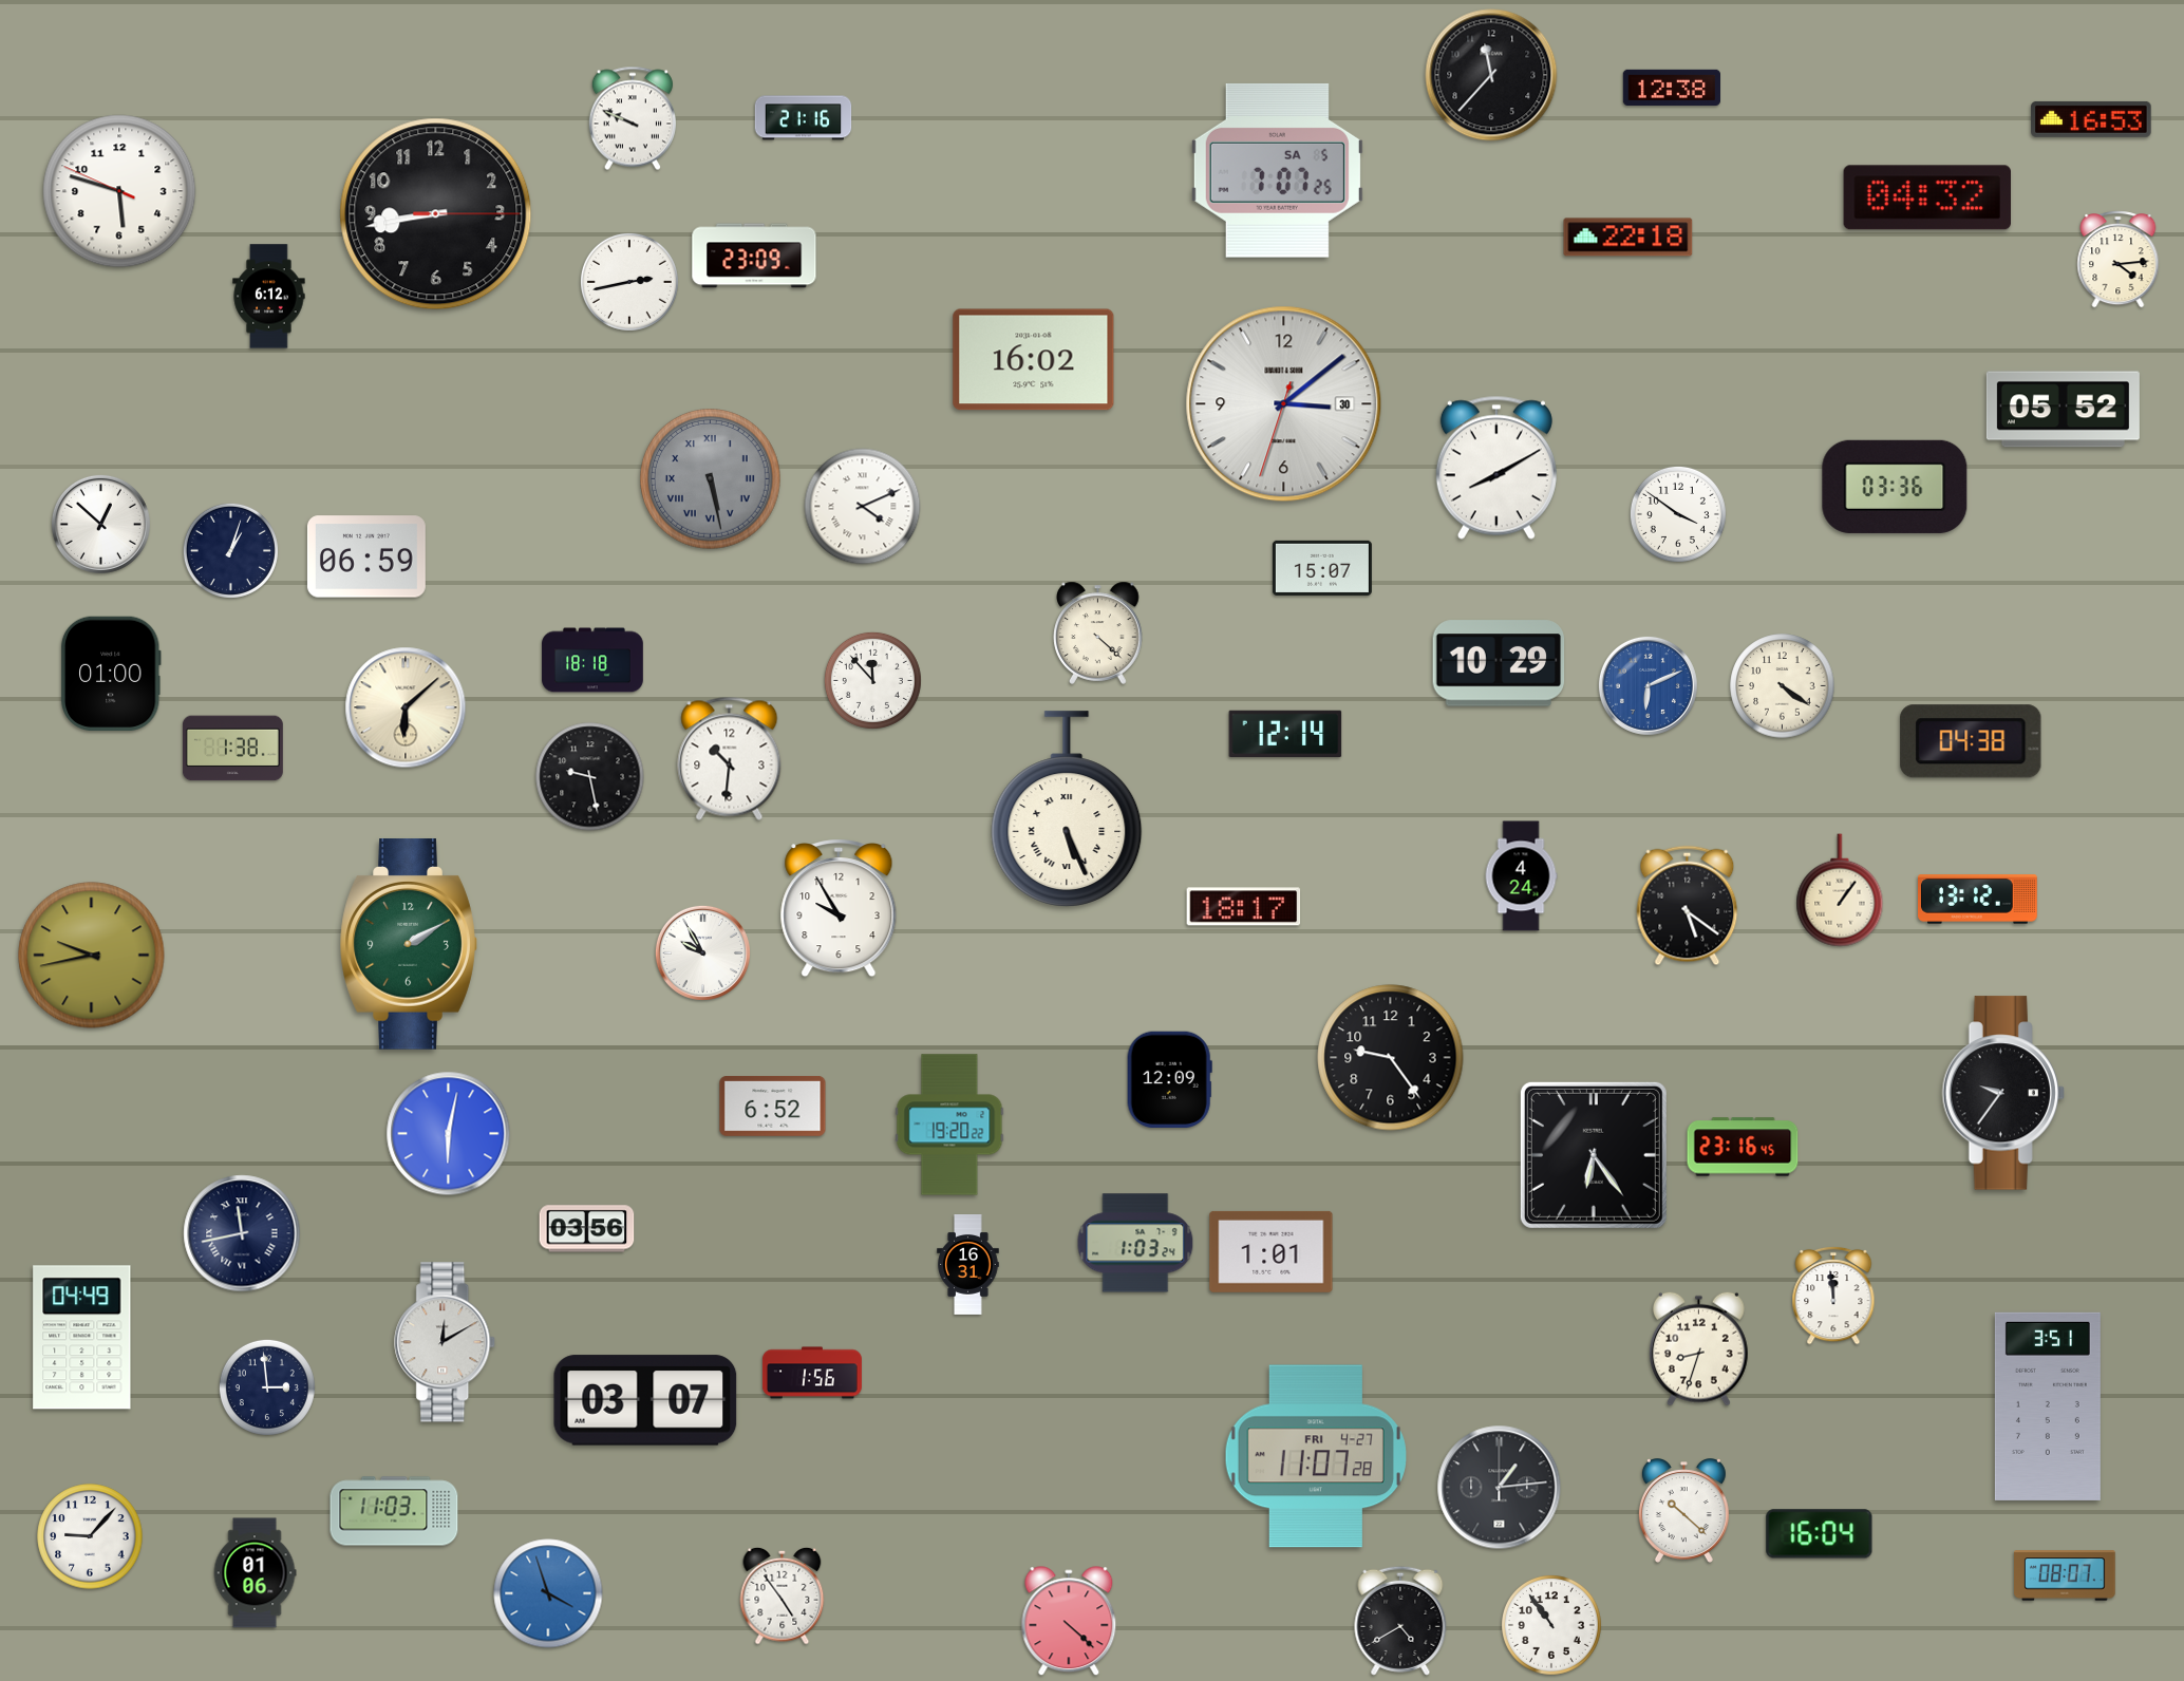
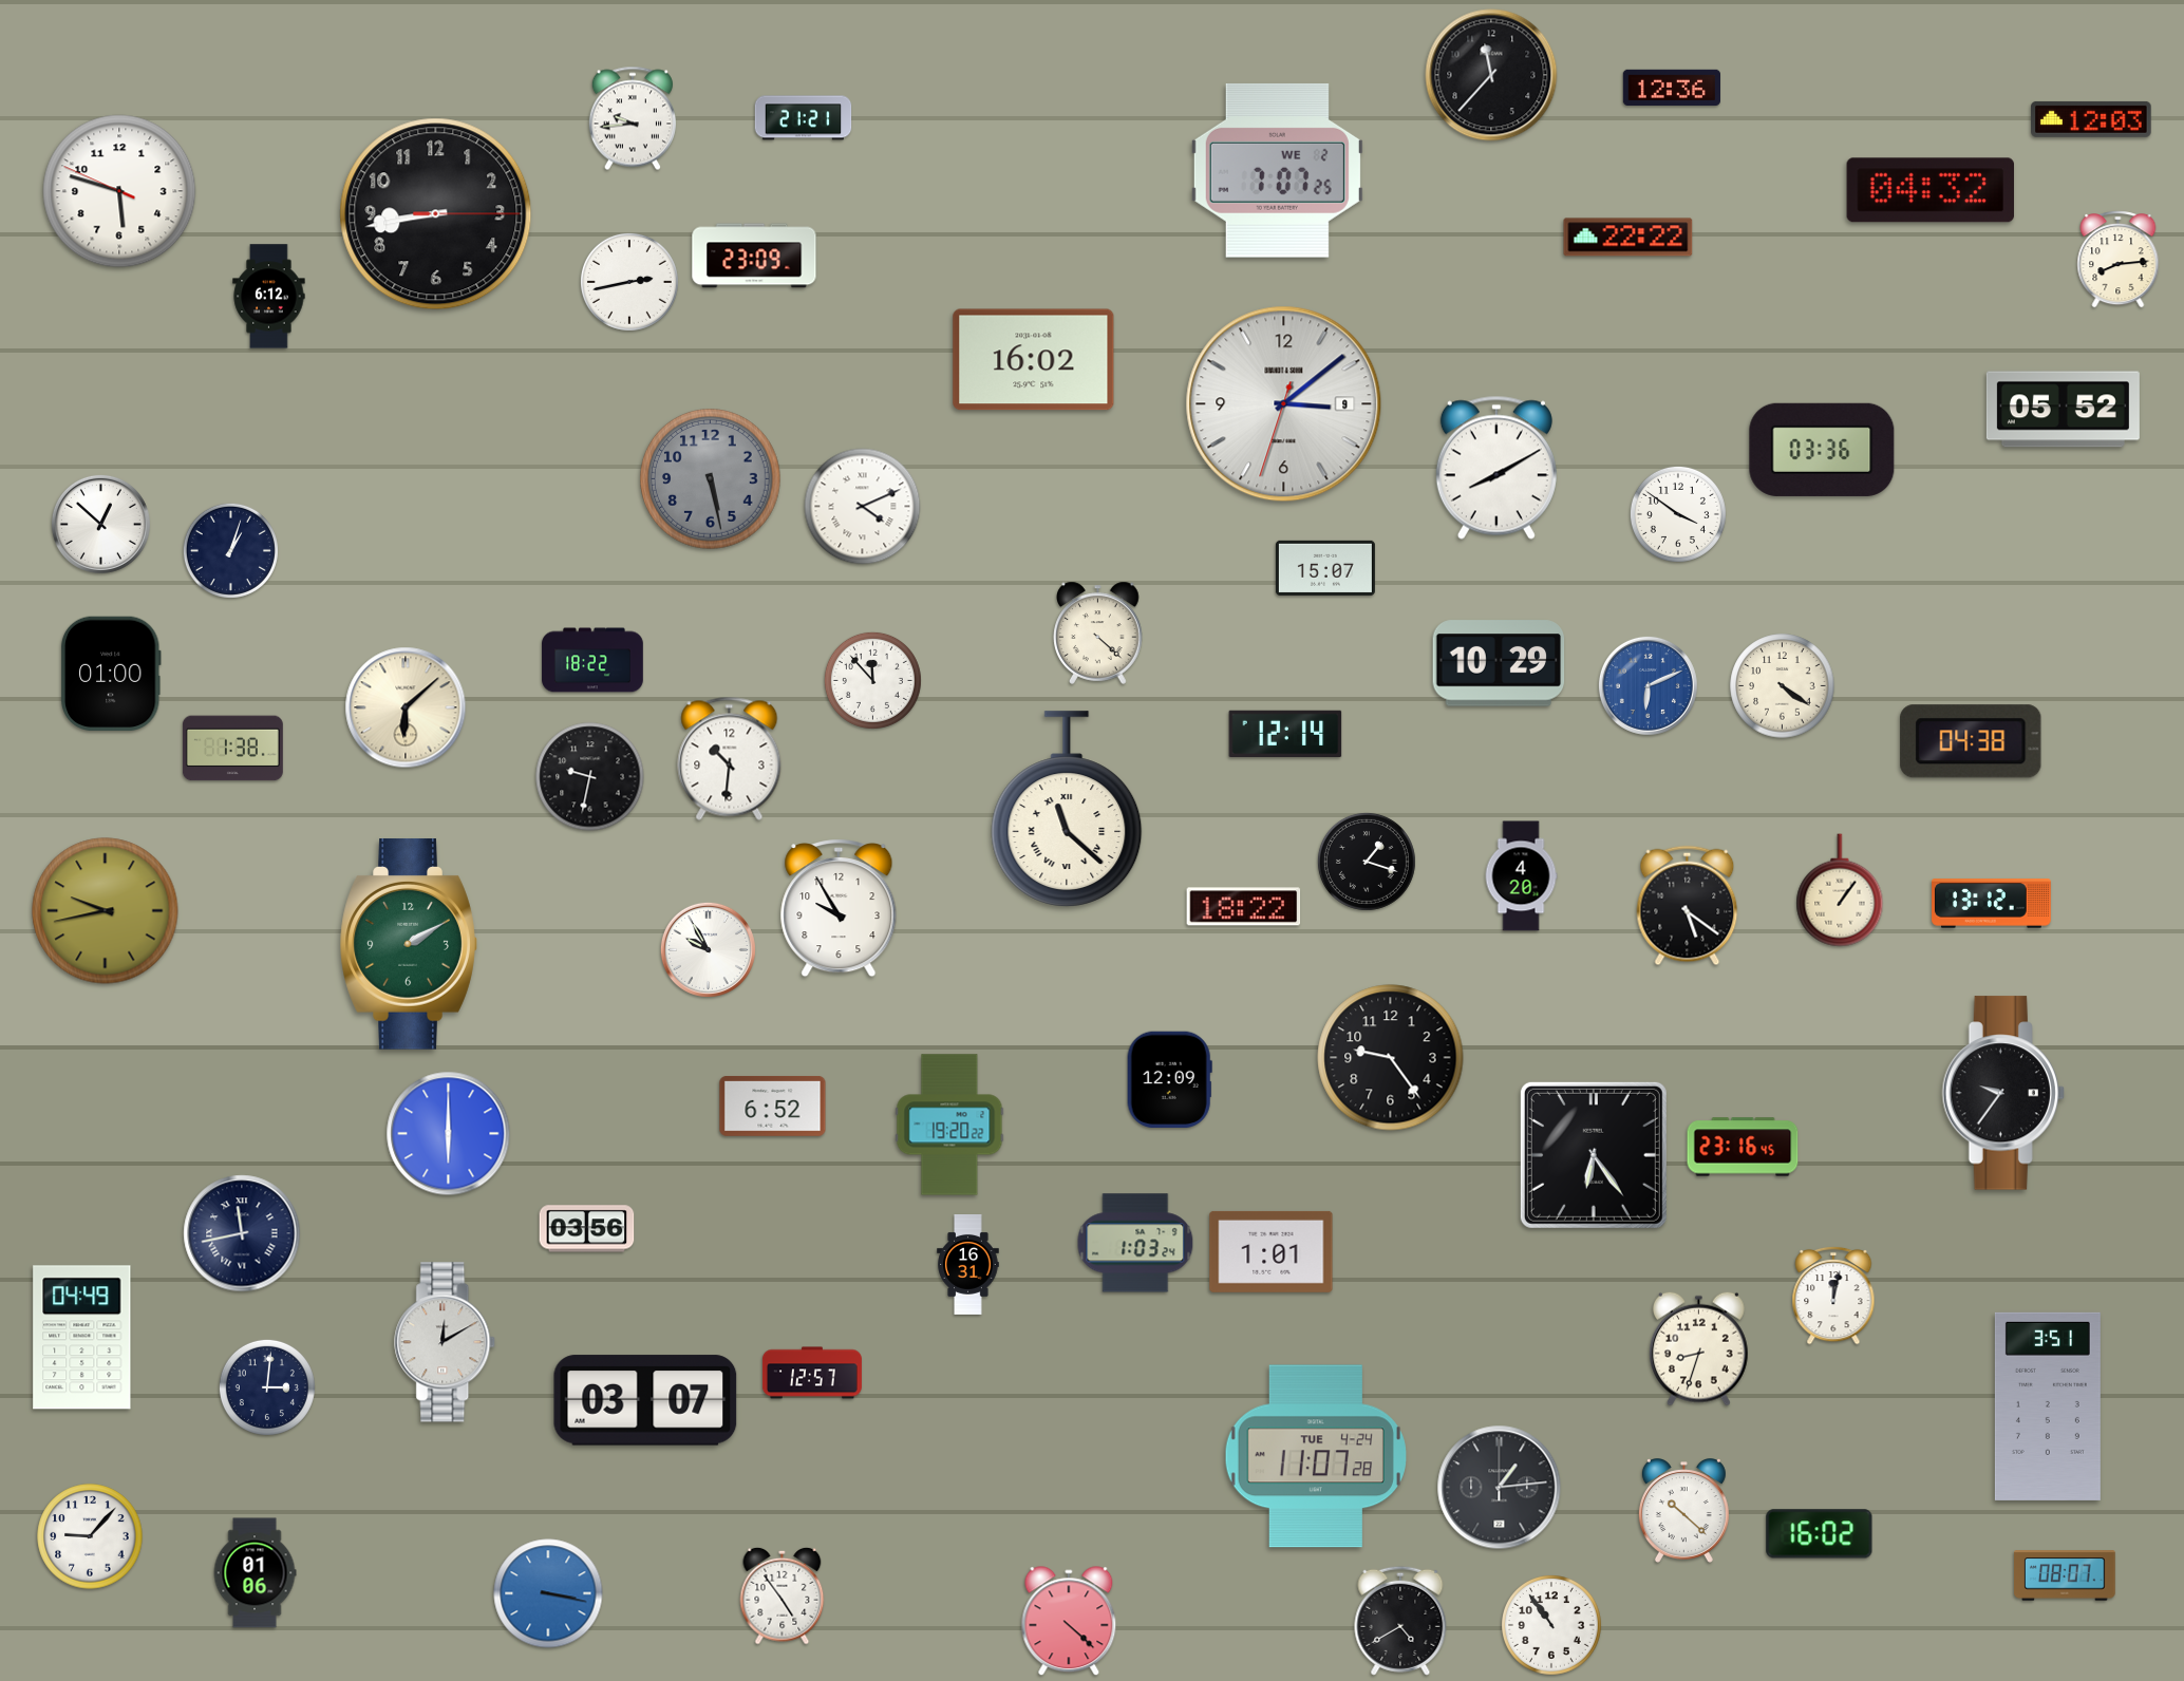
clock at (1671, 87): 12:38 -> 12:36
clock at (633, 118): 9:49 -> 9:44
clock at (804, 118): 21:16 -> 21:21
clock at (2091, 119): 16:53 -> 12:03
clock at (1277, 170) date: SA 5 -> WE 2
clock at (1926, 197) position: (1926, 197) -> (1929, 190)
clock at (1628, 238): 22:18 -> 22:22
clock at (2119, 260): 4:14 -> 8:14
clock at (1284, 404) date: 30 -> 9
clock at (711, 479) numerals: Roman -> Arabic
clock at (1895, 487) position: (1895, 487) -> (1822, 450)
clock at (366, 556): 06:59 -> none
clock at (1322, 568) position: (1322, 568) -> (1325, 568)
clock at (592, 660): 18:18 -> 18:22
clock at (590, 777): 9:28 -> 9:32
clock at (1067, 809): 5:26 -> 11:22
clock at (1367, 862): none -> 1:18
clock at (1521, 876): 4:24 -> 4:20
clock at (1978, 900) position: (1978, 900) -> (1992, 904)
clock at (1244, 907): 18:17 -> 18:22
clock at (702, 952) position: (702, 952) -> (708, 949)
clock at (92, 956) position: (92, 956) -> (106, 911)
clock at (449, 1134): 6:02 -> 6:00
clock at (1833, 1296): 11:59 -> 12:02
clock at (812, 1373): 1:56 -> 12:57
clock at (267, 1387): 2:59 -> 3:01
clock at (1316, 1456) date: FRI 4-27 -> TUE 4-24
clock at (394, 1511): 11:03 -> none
clock at (1820, 1534): 16:04 -> 16:02
clock at (548, 1593): 3:57 -> 3:17
